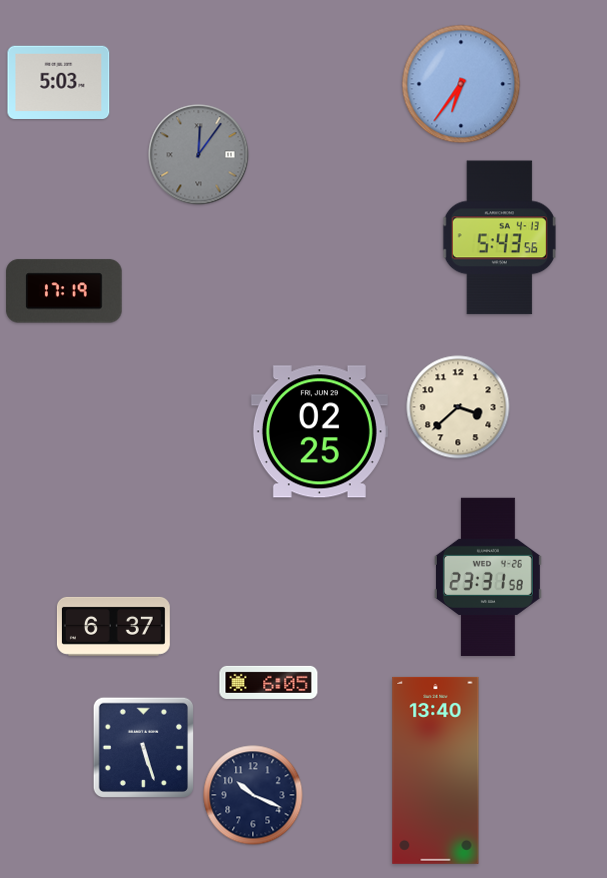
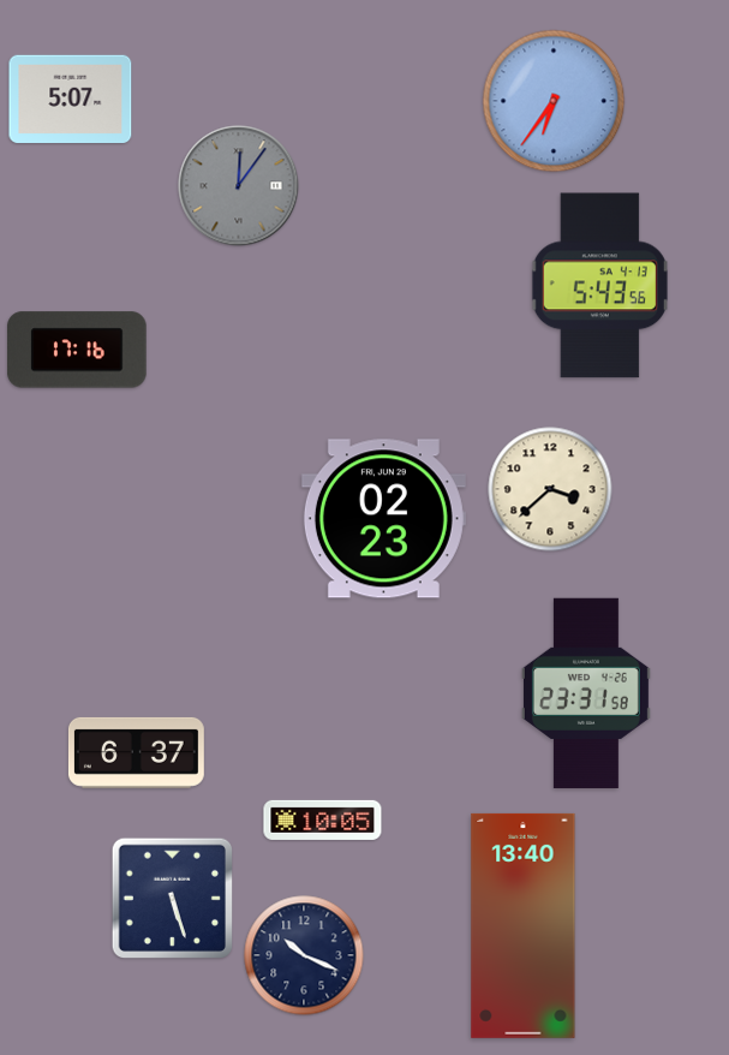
clock at (59, 82): 5:03 -> 5:07
clock at (64, 291): 17:19 -> 17:16
clock at (319, 432): 02:25 -> 02:23
clock at (269, 682): 6:05 -> 10:05
